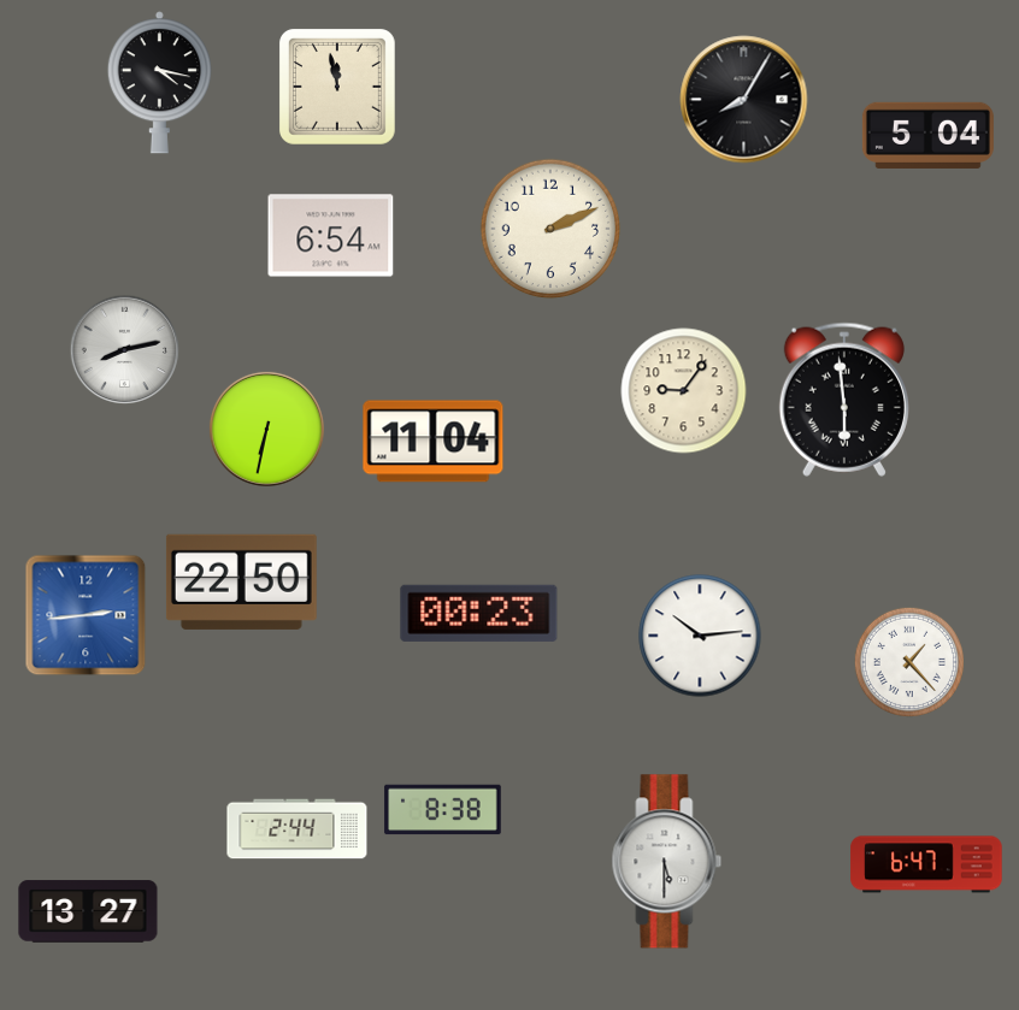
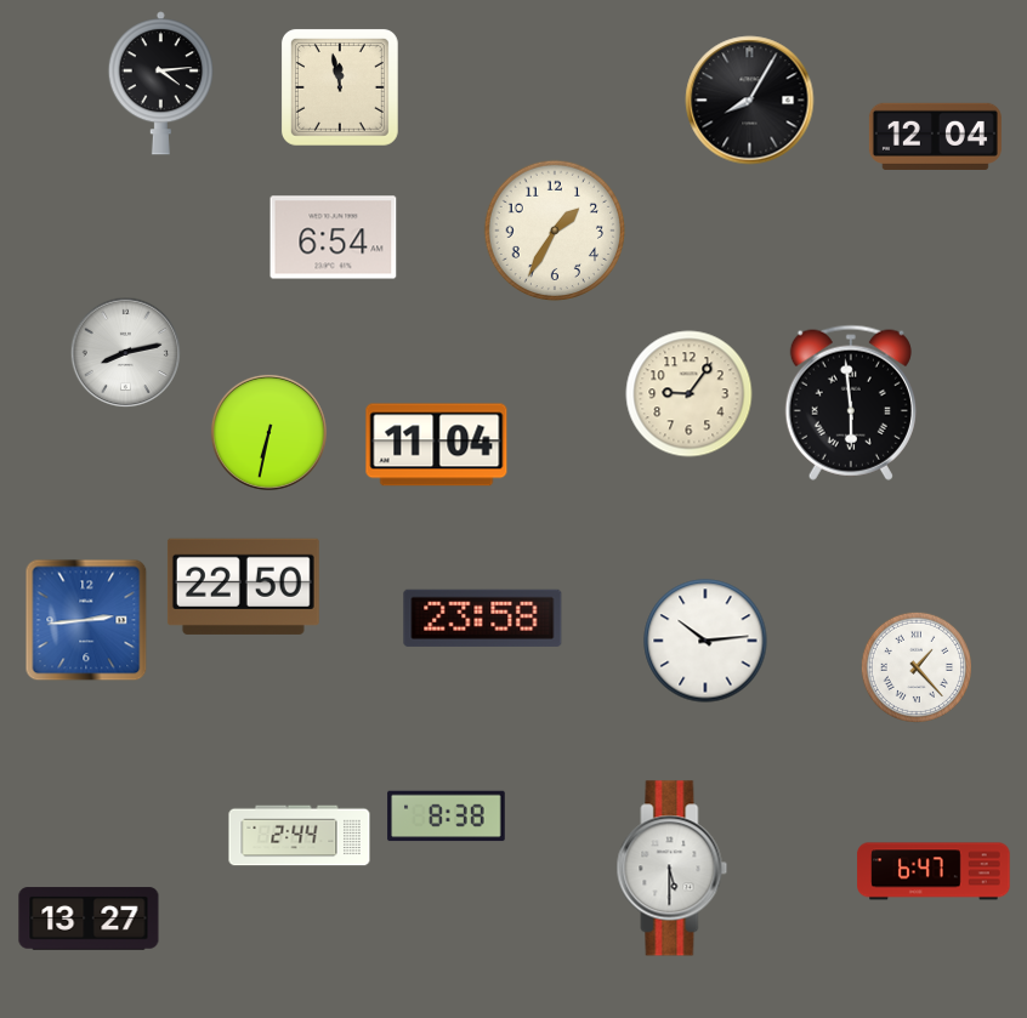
clock at (159, 83): 4:17 -> 4:14
clock at (927, 135): 5:04 -> 12:04
clock at (550, 229): 2:11 -> 1:35
clock at (479, 613): 00:23 -> 23:58
